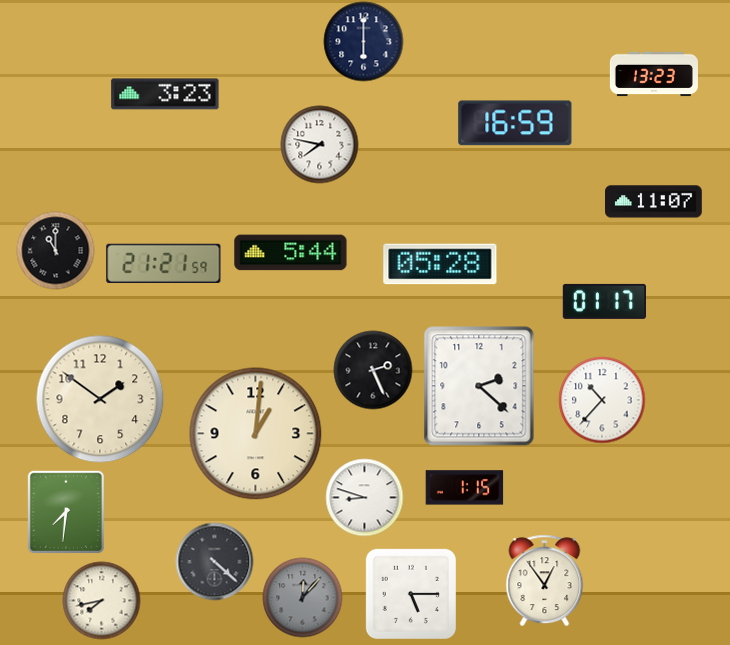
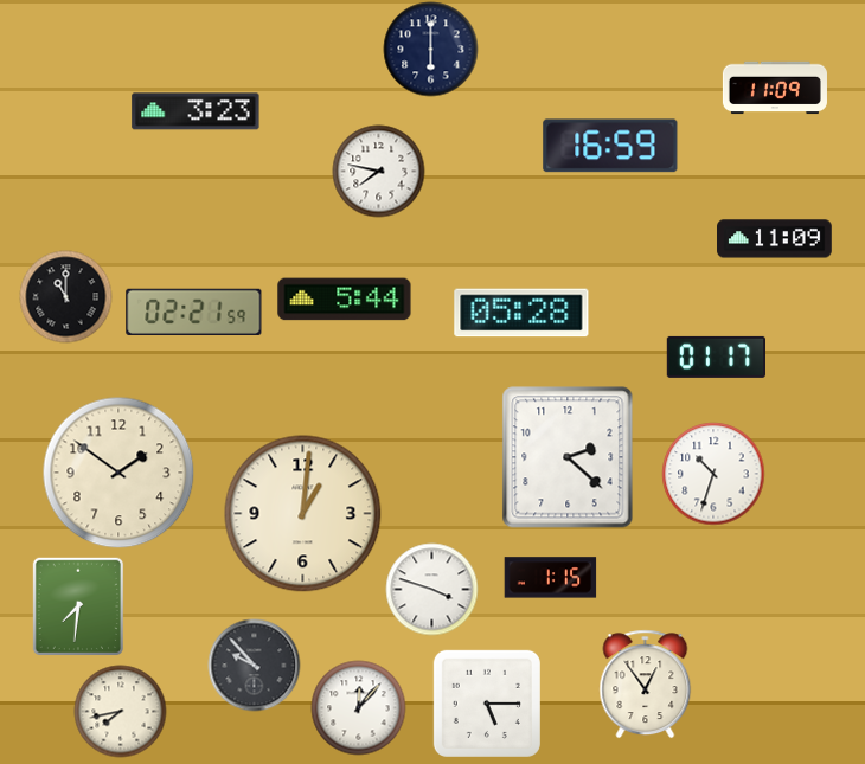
clock at (654, 74): 13:23 -> 11:09
clock at (654, 202): 11:07 -> 11:09
clock at (164, 263): 21:21 -> 02:21
clock at (373, 370): 2:26 -> none
clock at (602, 400): 10:37 -> 10:33
clock at (364, 497): 8:48 -> 3:48
clock at (214, 561): 4:22 -> 9:53
clock at (545, 580) position: (545, 580) -> (646, 683)
clock at (302, 597) dial: grey -> white
